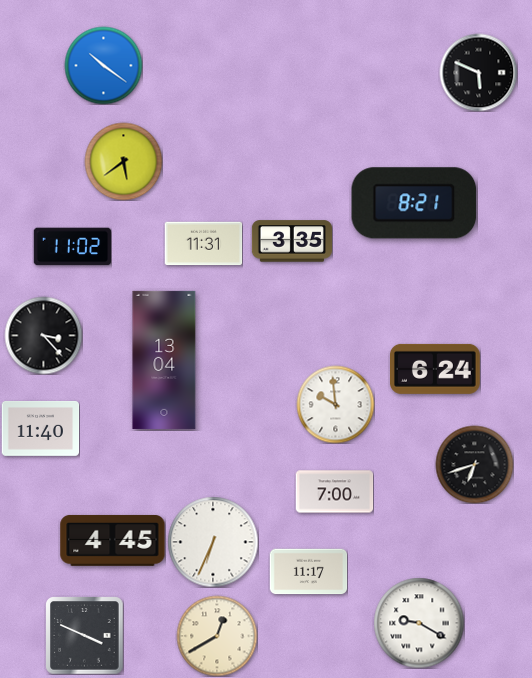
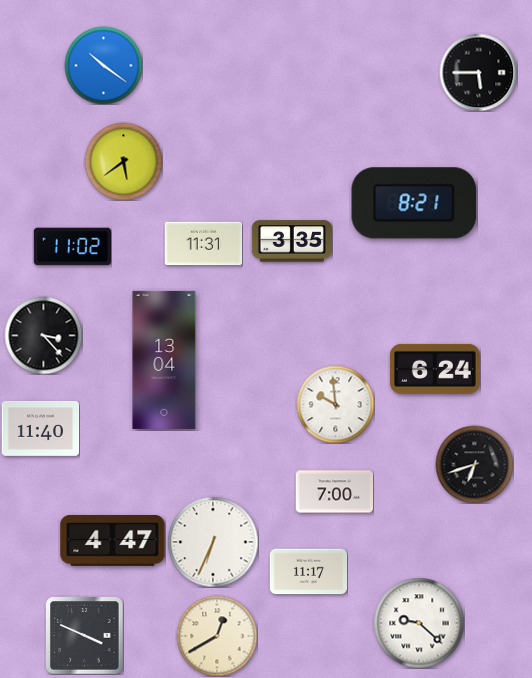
clock at (478, 72): 5:49 -> 5:45
clock at (113, 541): 4:45 -> 4:47
clock at (419, 623): 9:20 -> 9:22
